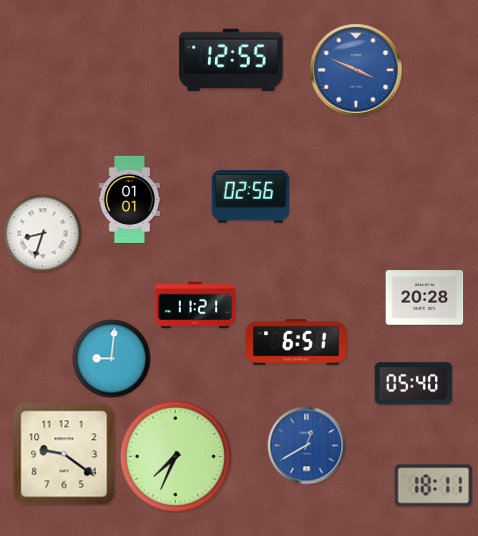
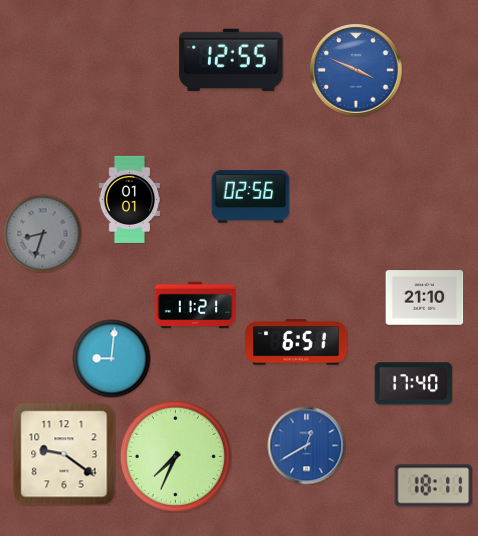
clock at (42, 233) dial: white -> grey
clock at (424, 298): 20:28 -> 21:10
clock at (413, 384): 05:40 -> 17:40
